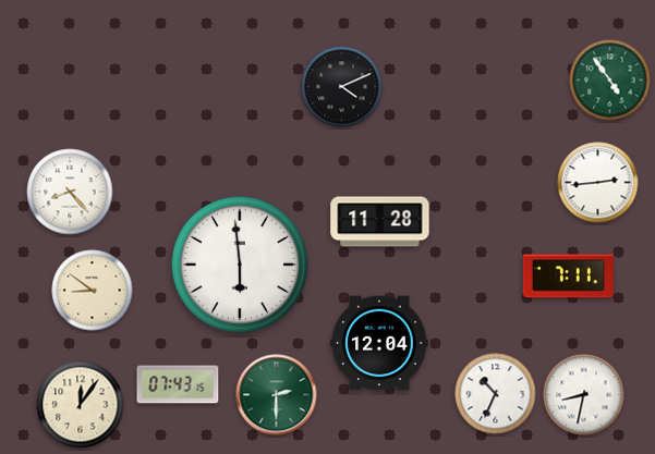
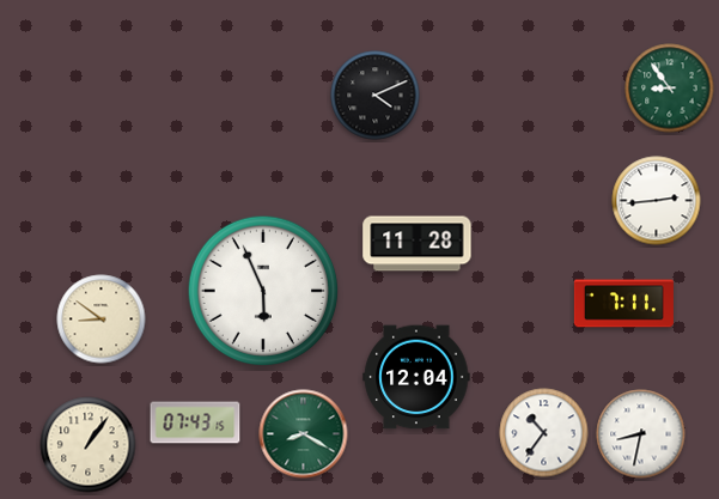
clock at (610, 81): 4:54 -> 8:54
clock at (70, 192): 8:23 -> none
clock at (240, 265): 5:59 -> 5:56
clock at (496, 394): 10:34 -> 10:36
clock at (277, 395): 2:30 -> 8:20
clock at (81, 405): 12:06 -> 1:06
